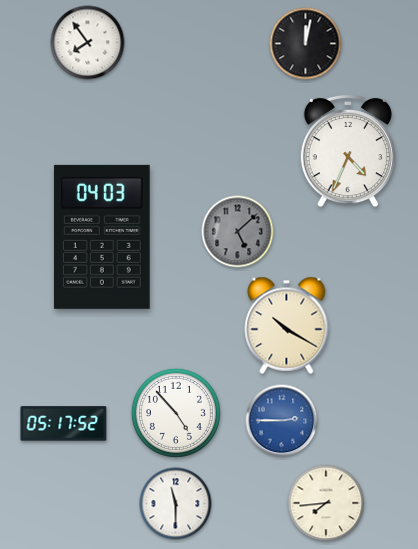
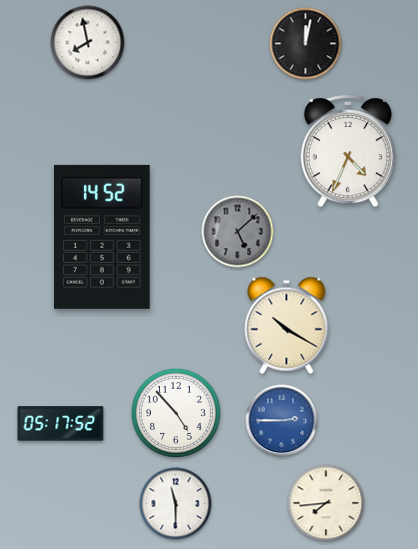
clock at (88, 43): 7:54 -> 7:58
clock at (102, 237): 04:03 -> 14:52
clock at (64, 424) position: (64, 424) -> (61, 424)
